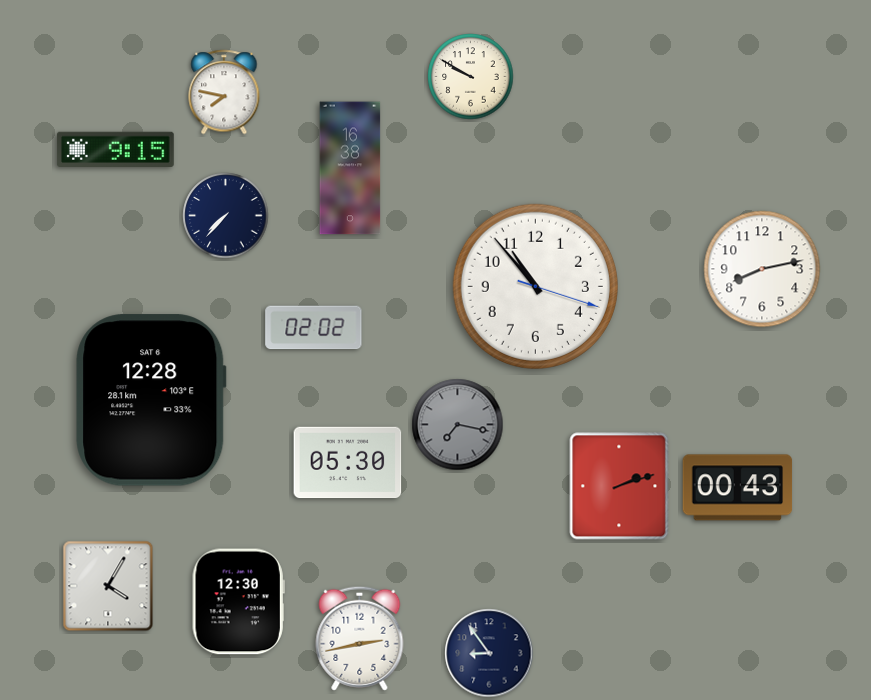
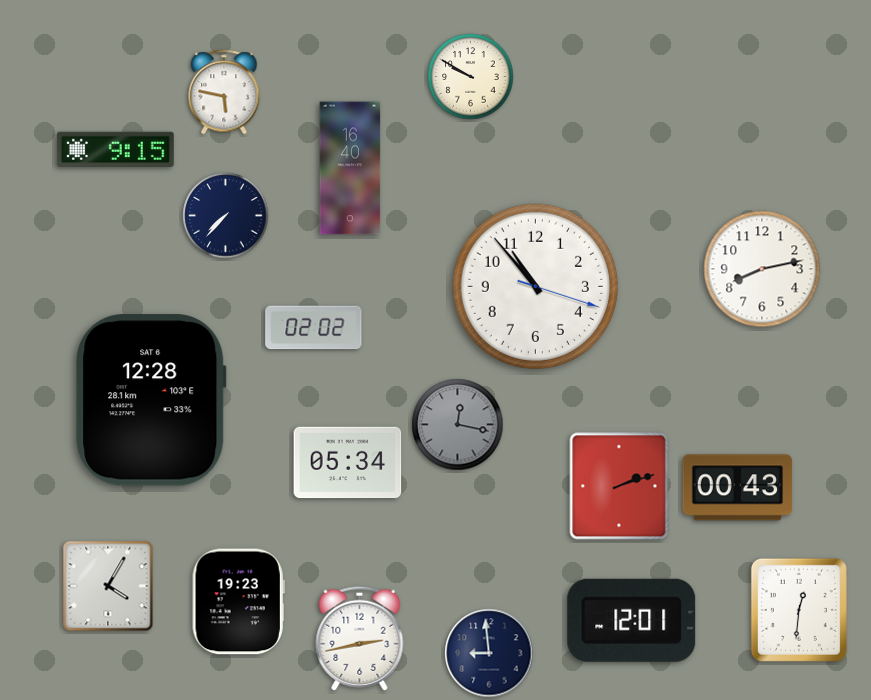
clock at (224, 92): 7:47 -> 5:47
clock at (350, 168): 16:38 -> 16:40
clock at (458, 425): 7:17 -> 12:17
clock at (348, 463): 05:30 -> 05:34
clock at (238, 602): 12:30 -> 19:23
clock at (799, 610): none -> 12:31
clock at (632, 620): none -> 12:01
clock at (489, 653): 8:54 -> 8:59
